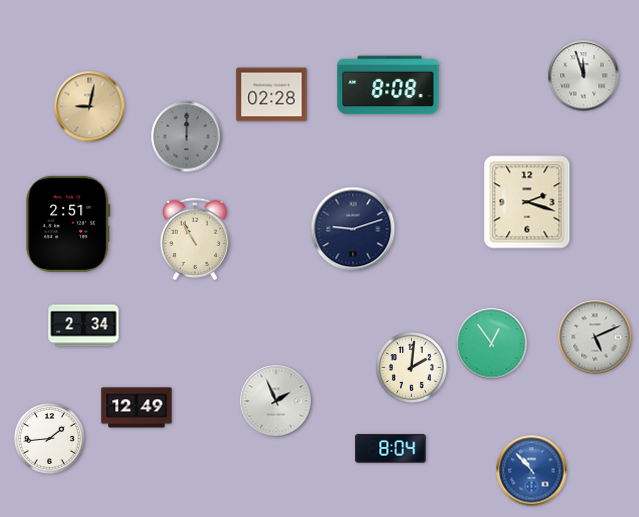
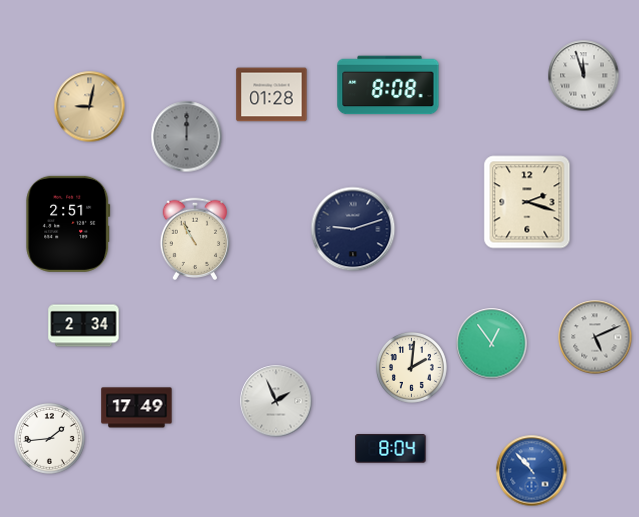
clock at (272, 95): 02:28 -> 01:28
clock at (137, 408): 12:49 -> 17:49
